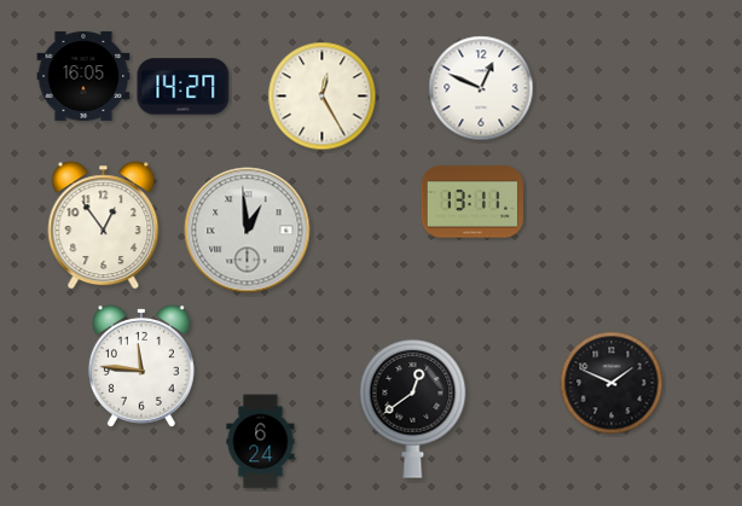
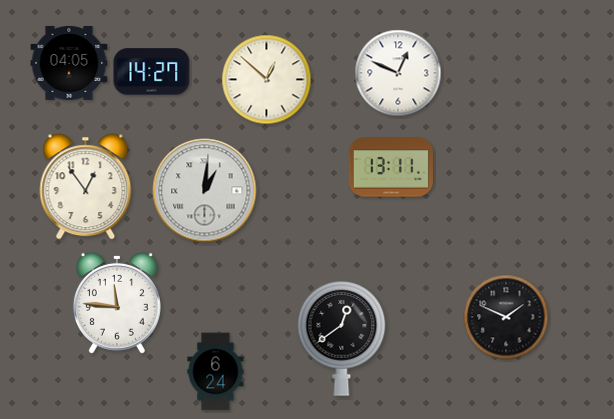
clock at (83, 76): 16:05 -> 04:05
clock at (323, 97): 12:25 -> 12:52
clock at (248, 231): 12:59 -> 1:01
clock at (261, 442) position: (261, 442) -> (216, 372)
